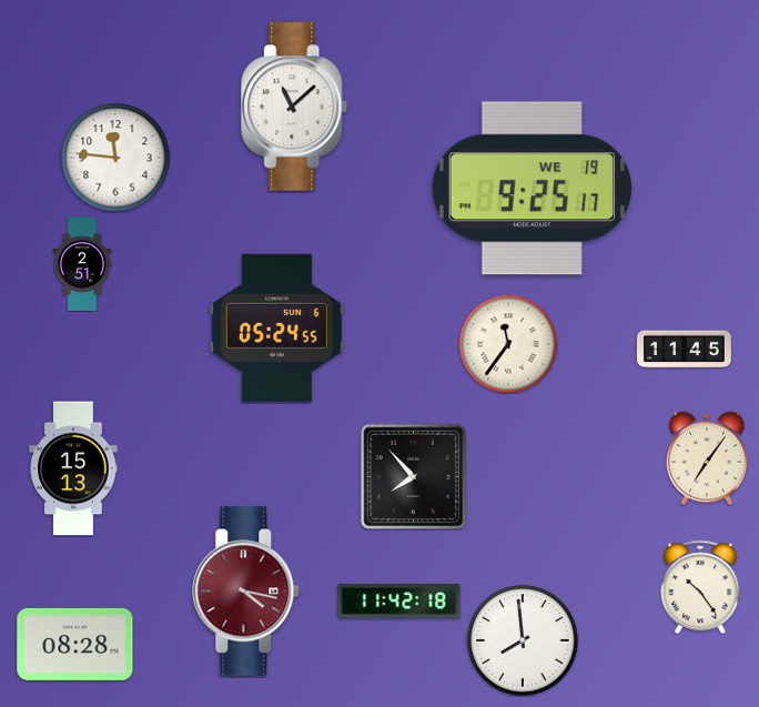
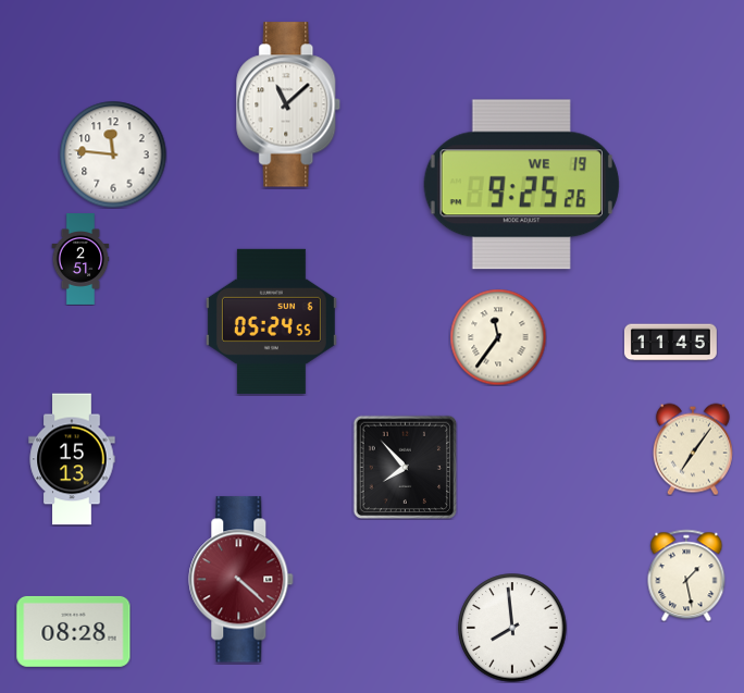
clock at (532, 189): 9:25:17 -> 9:25:26
clock at (700, 587): 10:24 -> 1:28
clock at (246, 592): 4:17 -> 4:22
clock at (399, 602): 11:42 -> none
